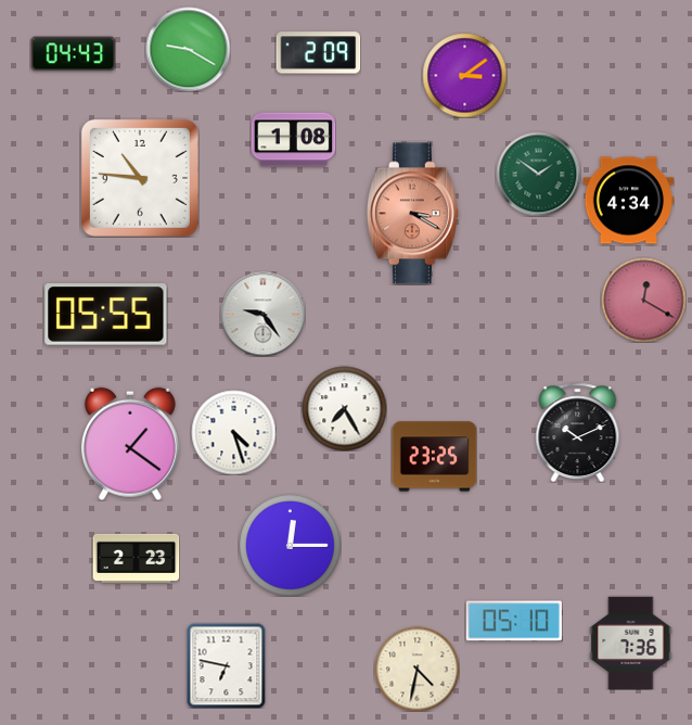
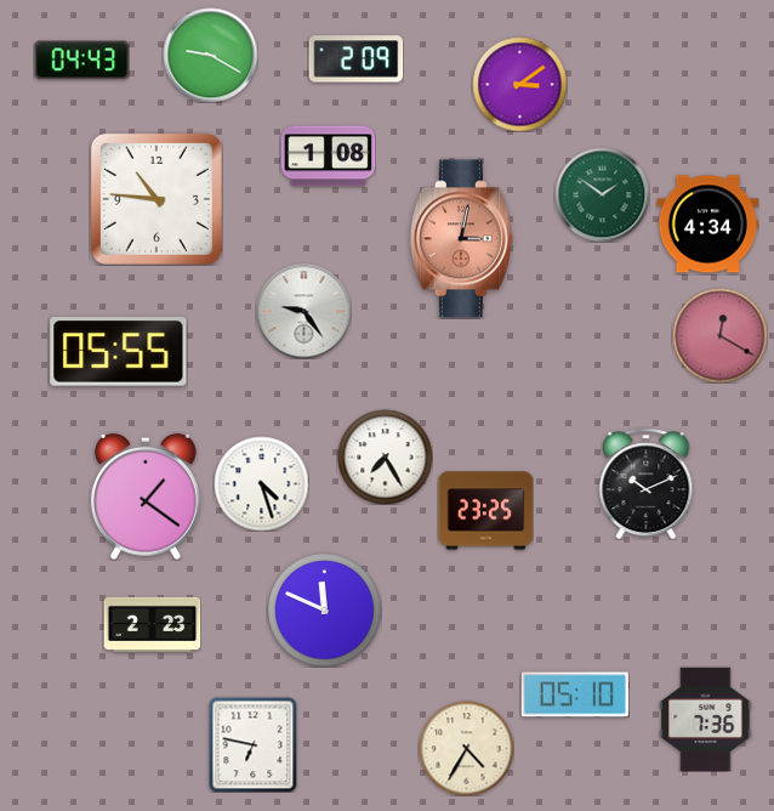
clock at (628, 201) position: (628, 201) -> (707, 225)
clock at (412, 214): 3:20 -> 3:02
clock at (262, 314) position: (262, 314) -> (303, 311)
clock at (291, 546): 12:15 -> 11:49
clock at (417, 669): 4:32 -> 4:35
